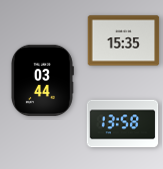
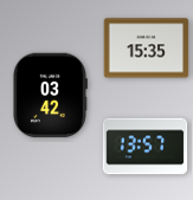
clock at (42, 81): 03:44 -> 03:42
clock at (123, 124): 13:58 -> 13:57
